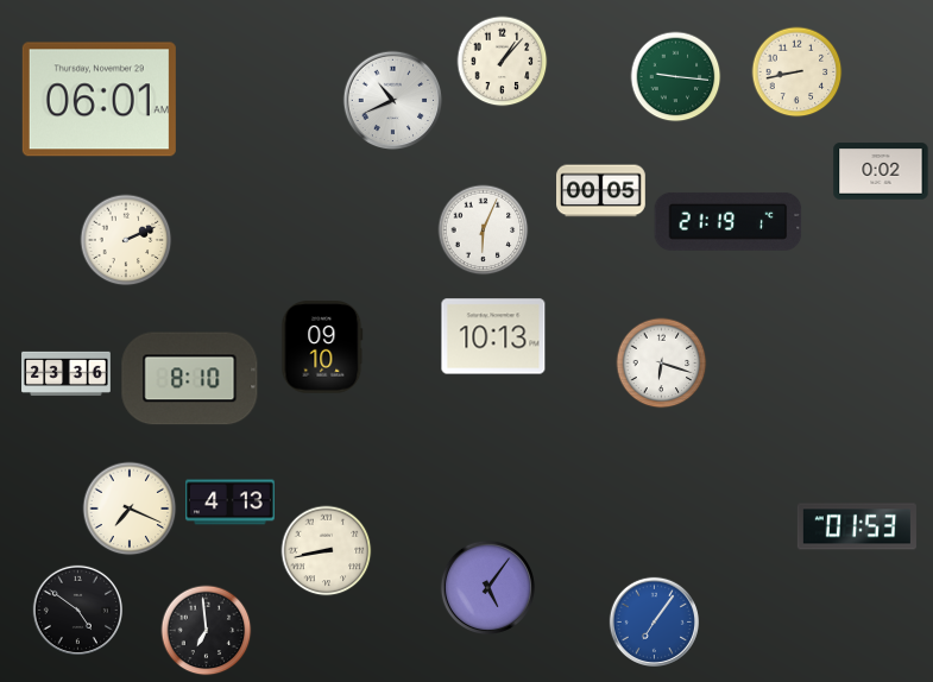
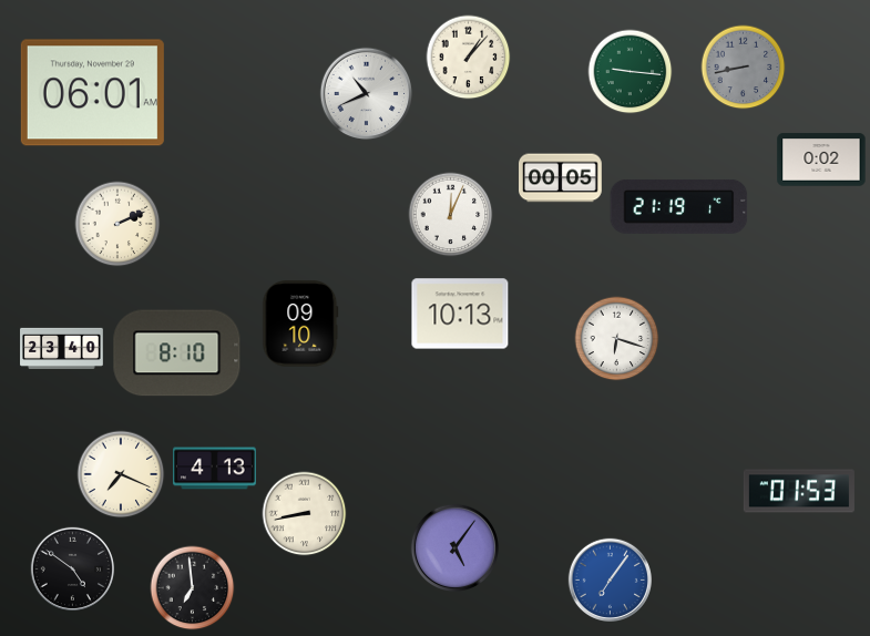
clock at (798, 72) dial: cream -> grey
clock at (484, 231): 6:04 -> 12:04
clock at (67, 373): 23:36 -> 23:40
